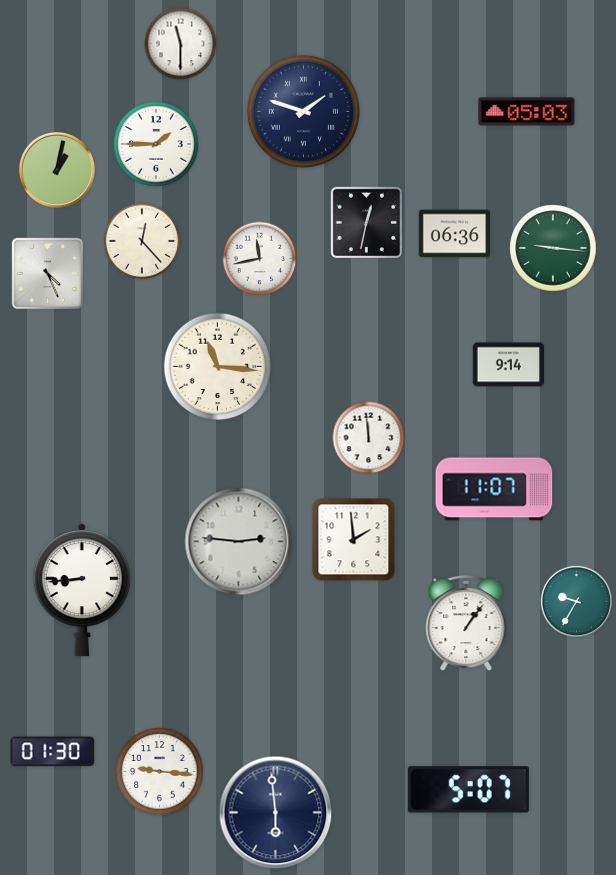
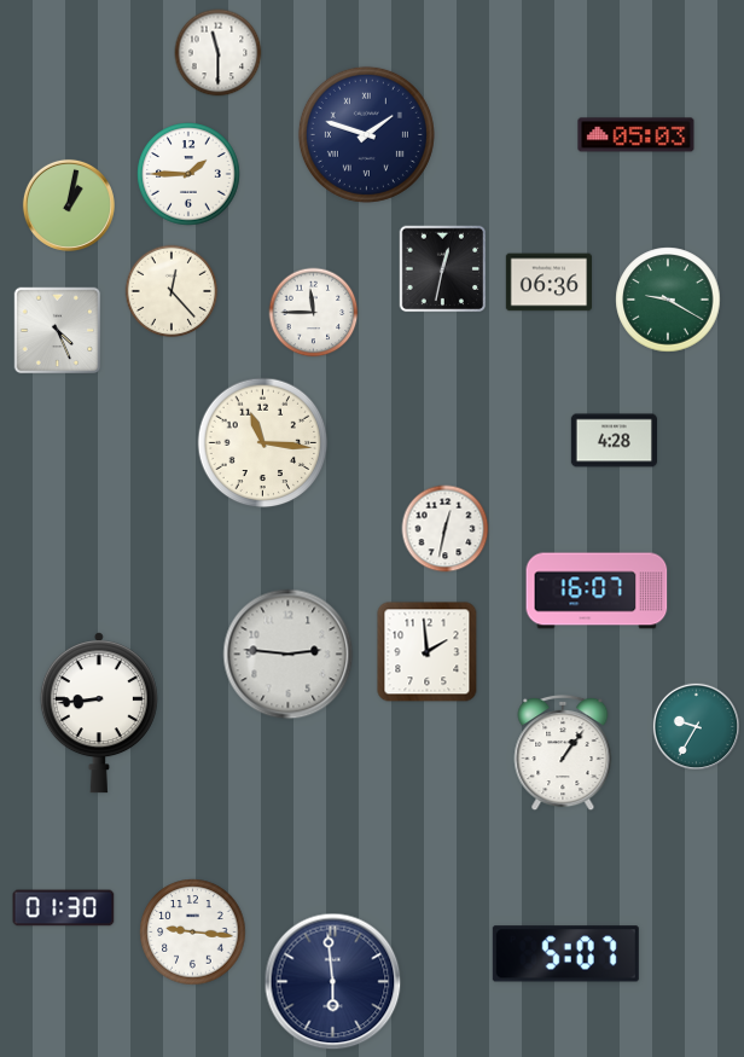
clock at (553, 248): 9:16 -> 9:20
clock at (260, 259): 11:43 -> 11:45
clock at (508, 365): 9:14 -> 4:28
clock at (369, 438): 11:59 -> 12:32
clock at (494, 489): 11:07 -> 16:07
